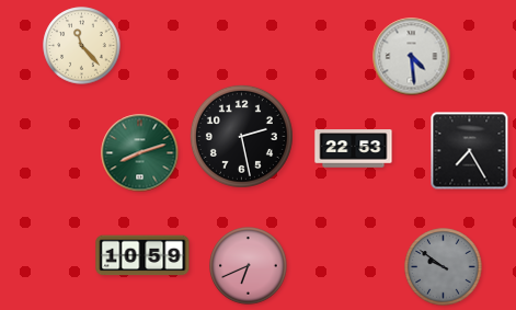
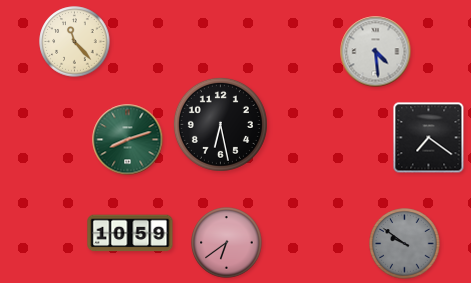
clock at (241, 136): 2:28 -> 6:28
clock at (354, 149): 22:53 -> none
clock at (470, 151): 7:25 -> 7:21
clock at (249, 266): 6:41 -> 6:39
